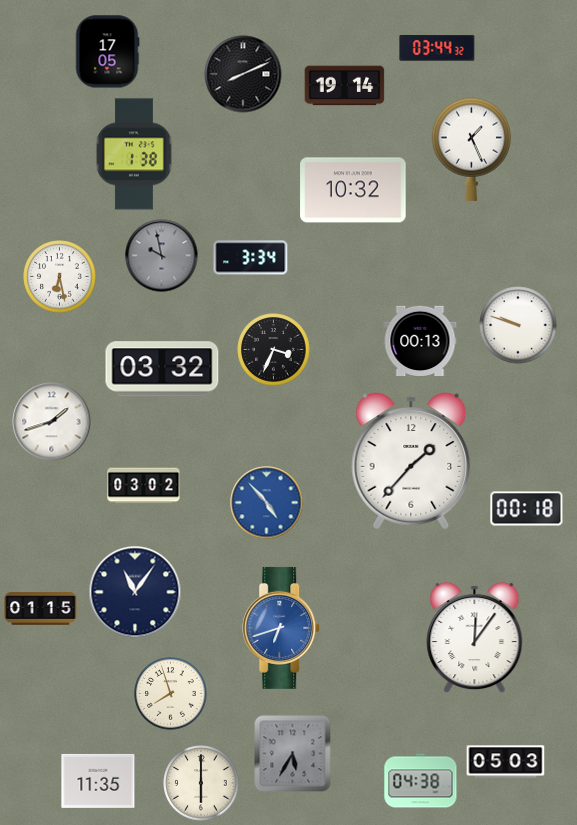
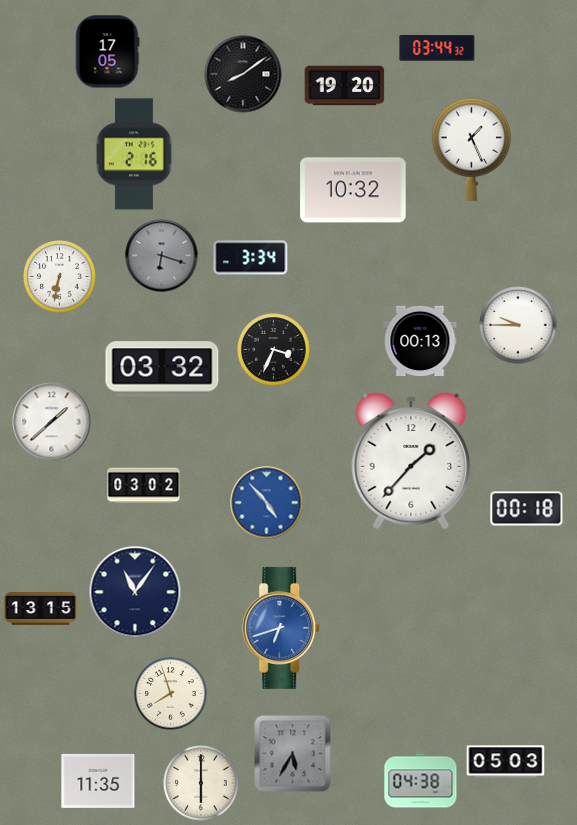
clock at (243, 74): 8:11 -> 8:09
clock at (345, 86): 19:14 -> 19:20
clock at (134, 154): 1:38 -> 2:16
clock at (162, 256): 9:58 -> 6:18
clock at (60, 277): 6:28 -> 6:32
clock at (518, 325): 9:48 -> 9:45
clock at (52, 422): 1:42 -> 1:38
clock at (41, 609): 01:15 -> 13:15
clock at (475, 638): 12:06 -> none
